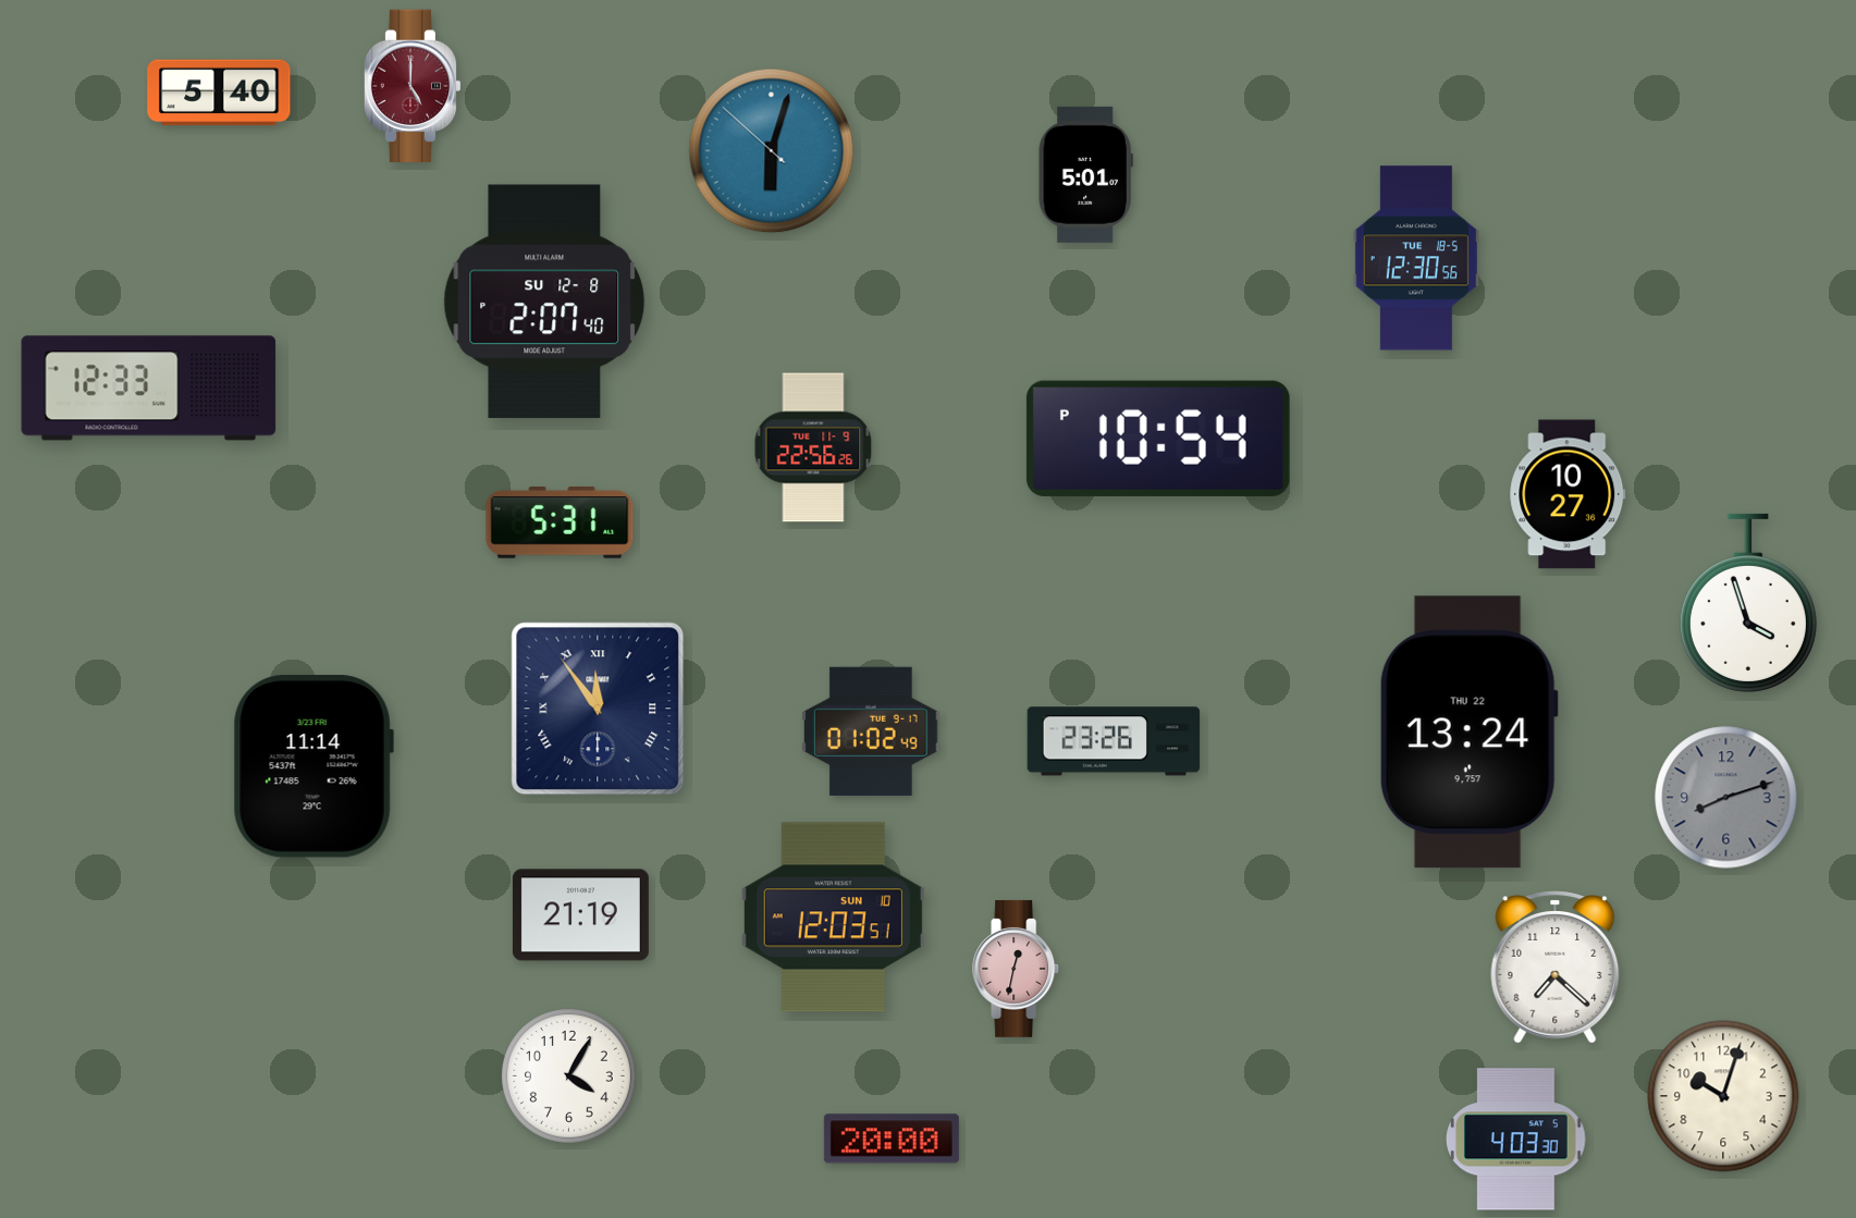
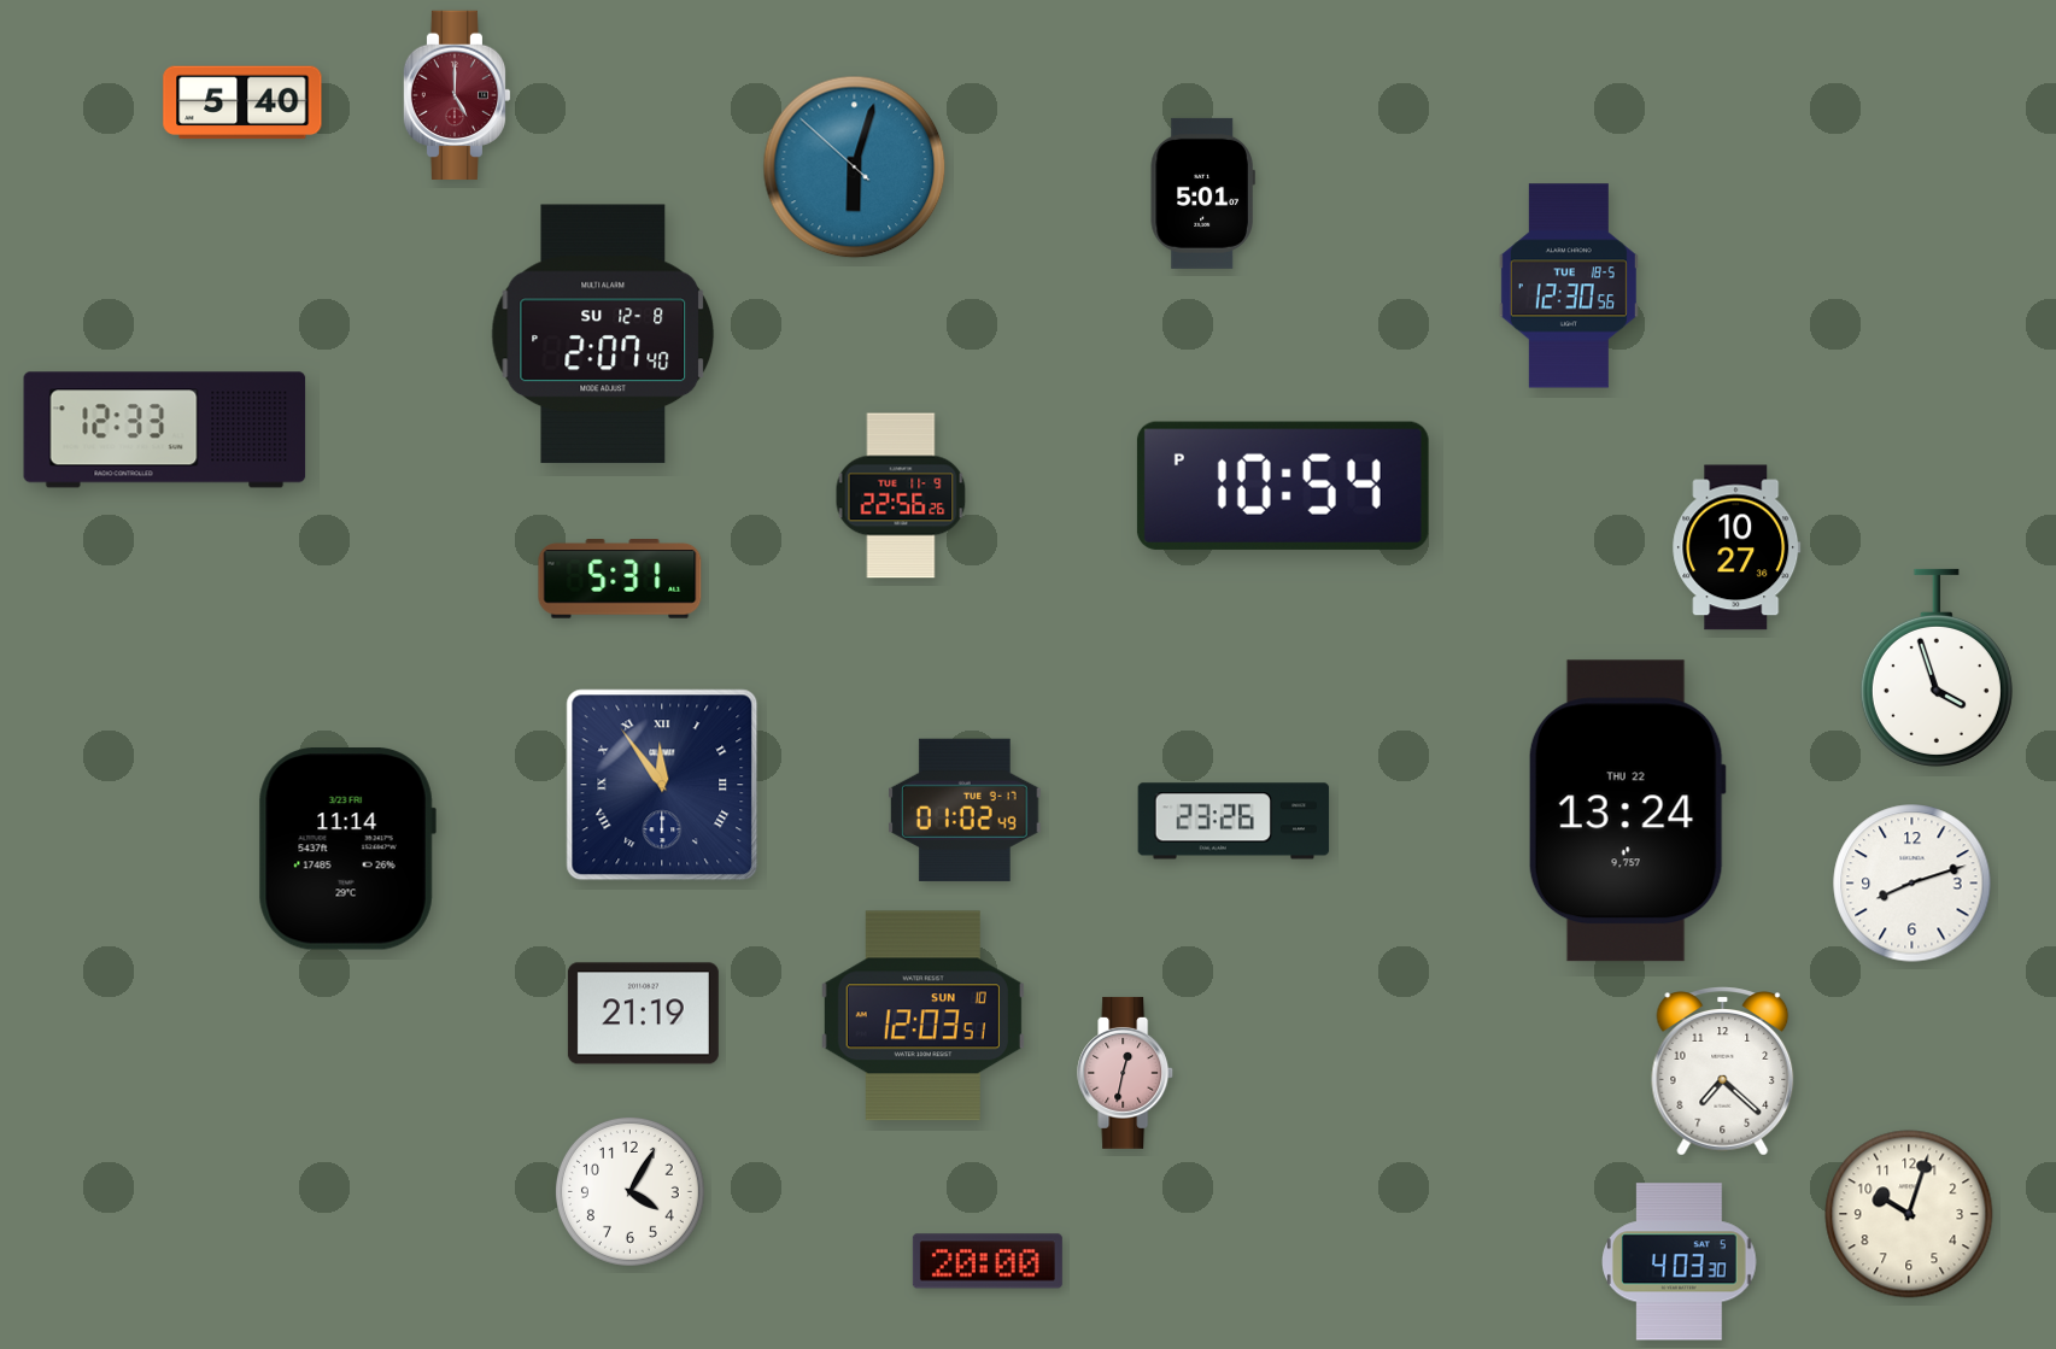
clock at (1726, 798) dial: grey -> white
